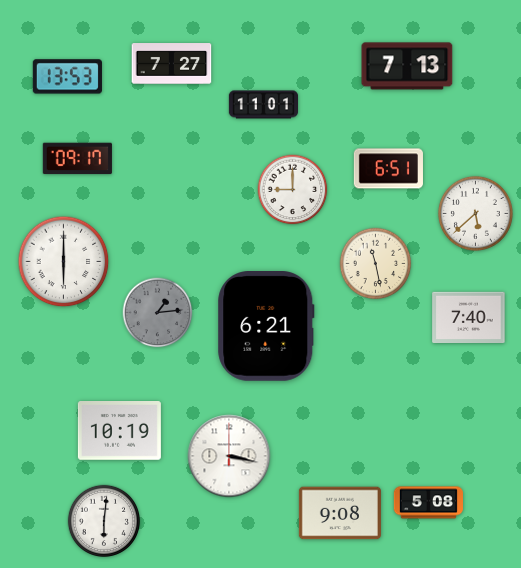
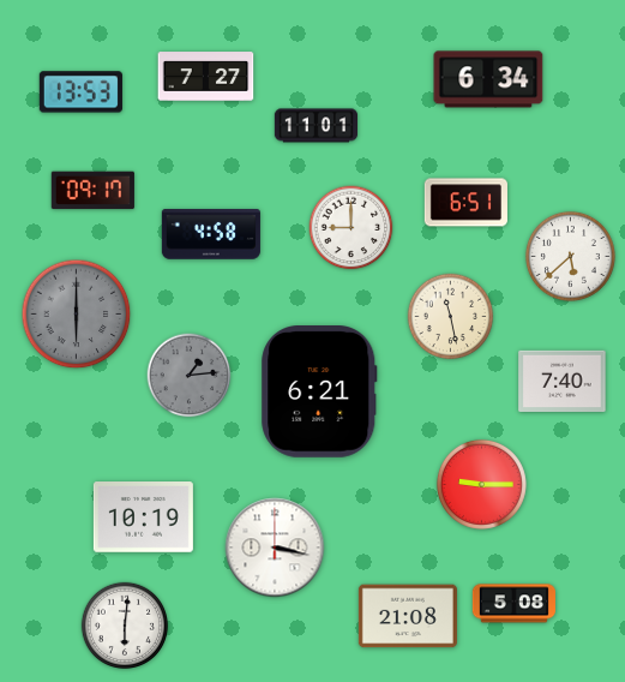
clock at (407, 66): 7:13 -> 6:34
clock at (211, 234): none -> 4:58
clock at (64, 262) dial: white -> grey
clock at (481, 484): none -> 9:15
clock at (340, 513): 9:08 -> 21:08
